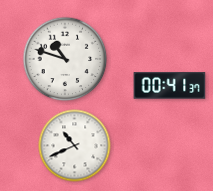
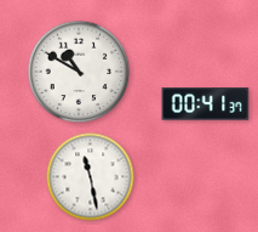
clock at (65, 59): 10:48 -> 10:50
clock at (75, 146): 10:41 -> 11:28
